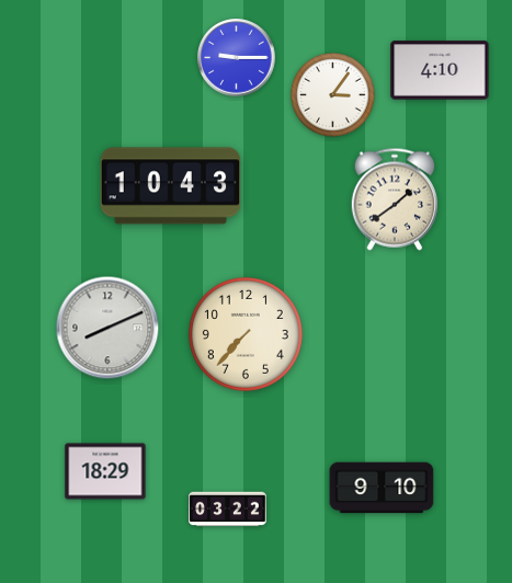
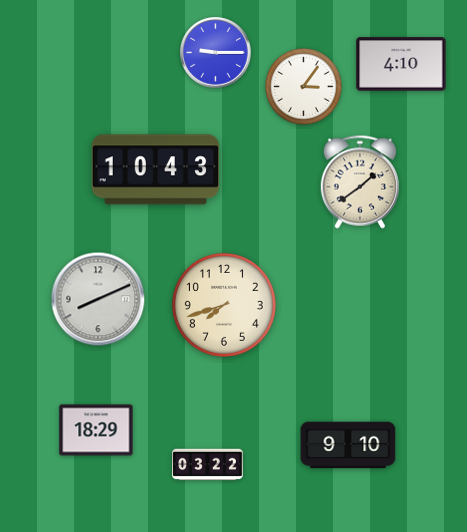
clock at (246, 334): 7:37 -> 7:42
